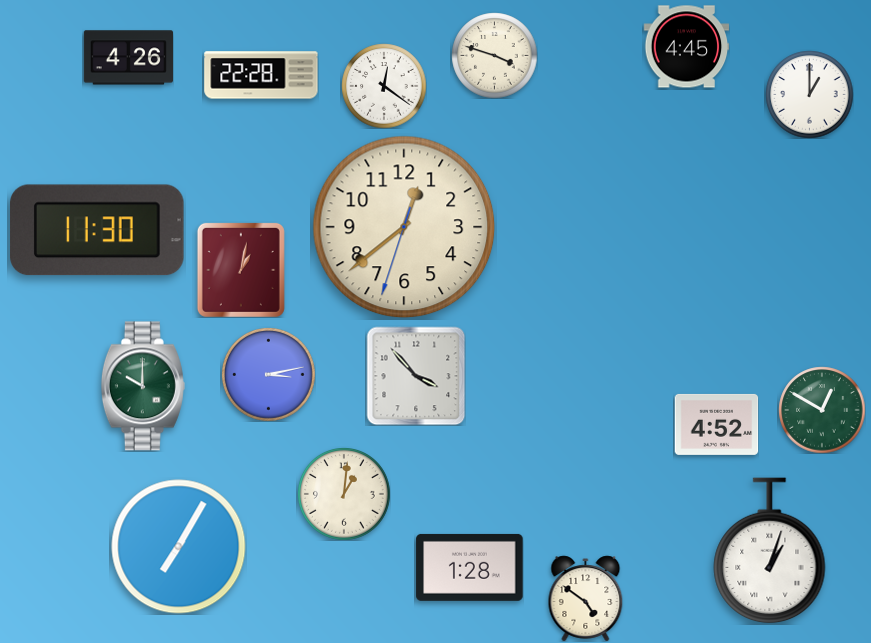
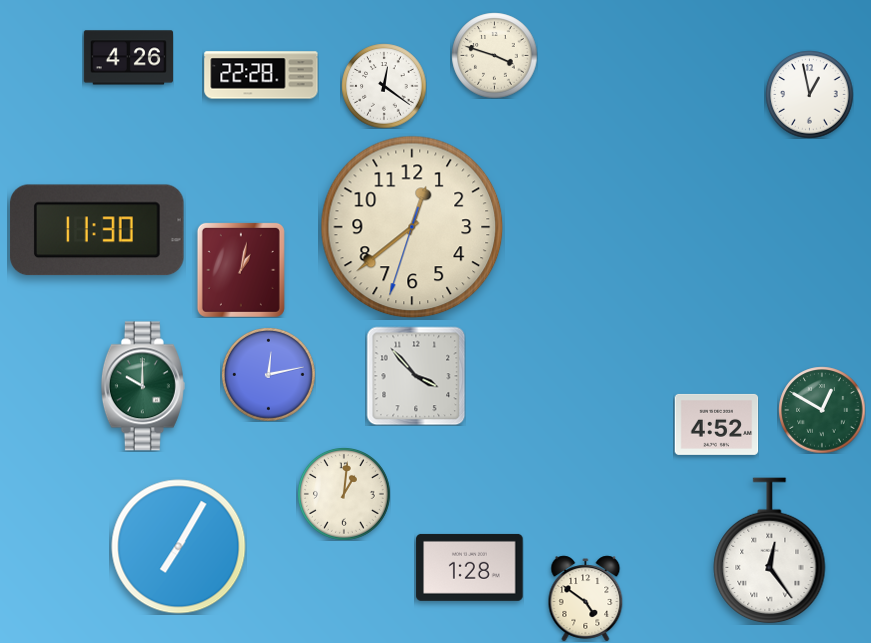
clock at (686, 47): 4:45 -> none
clock at (809, 94): 1:00 -> 12:58
clock at (404, 227) position: (404, 227) -> (412, 227)
clock at (268, 374): 3:13 -> 12:13
clock at (770, 551): 1:03 -> 12:24
